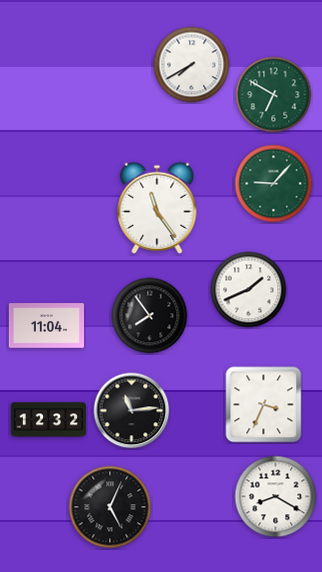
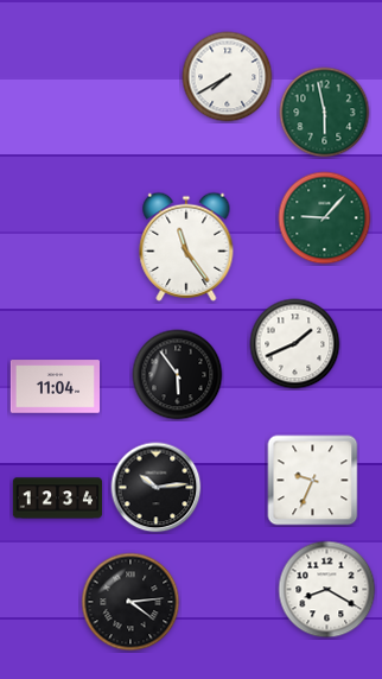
clock at (274, 95): 6:50 -> 5:58
clock at (150, 316): 7:54 -> 5:54
clock at (264, 405): 3:34 -> 9:34
clock at (132, 411): 11:14 -> 10:14
clock at (48, 420): 12:32 -> 12:34
clock at (110, 507): 5:04 -> 4:14
